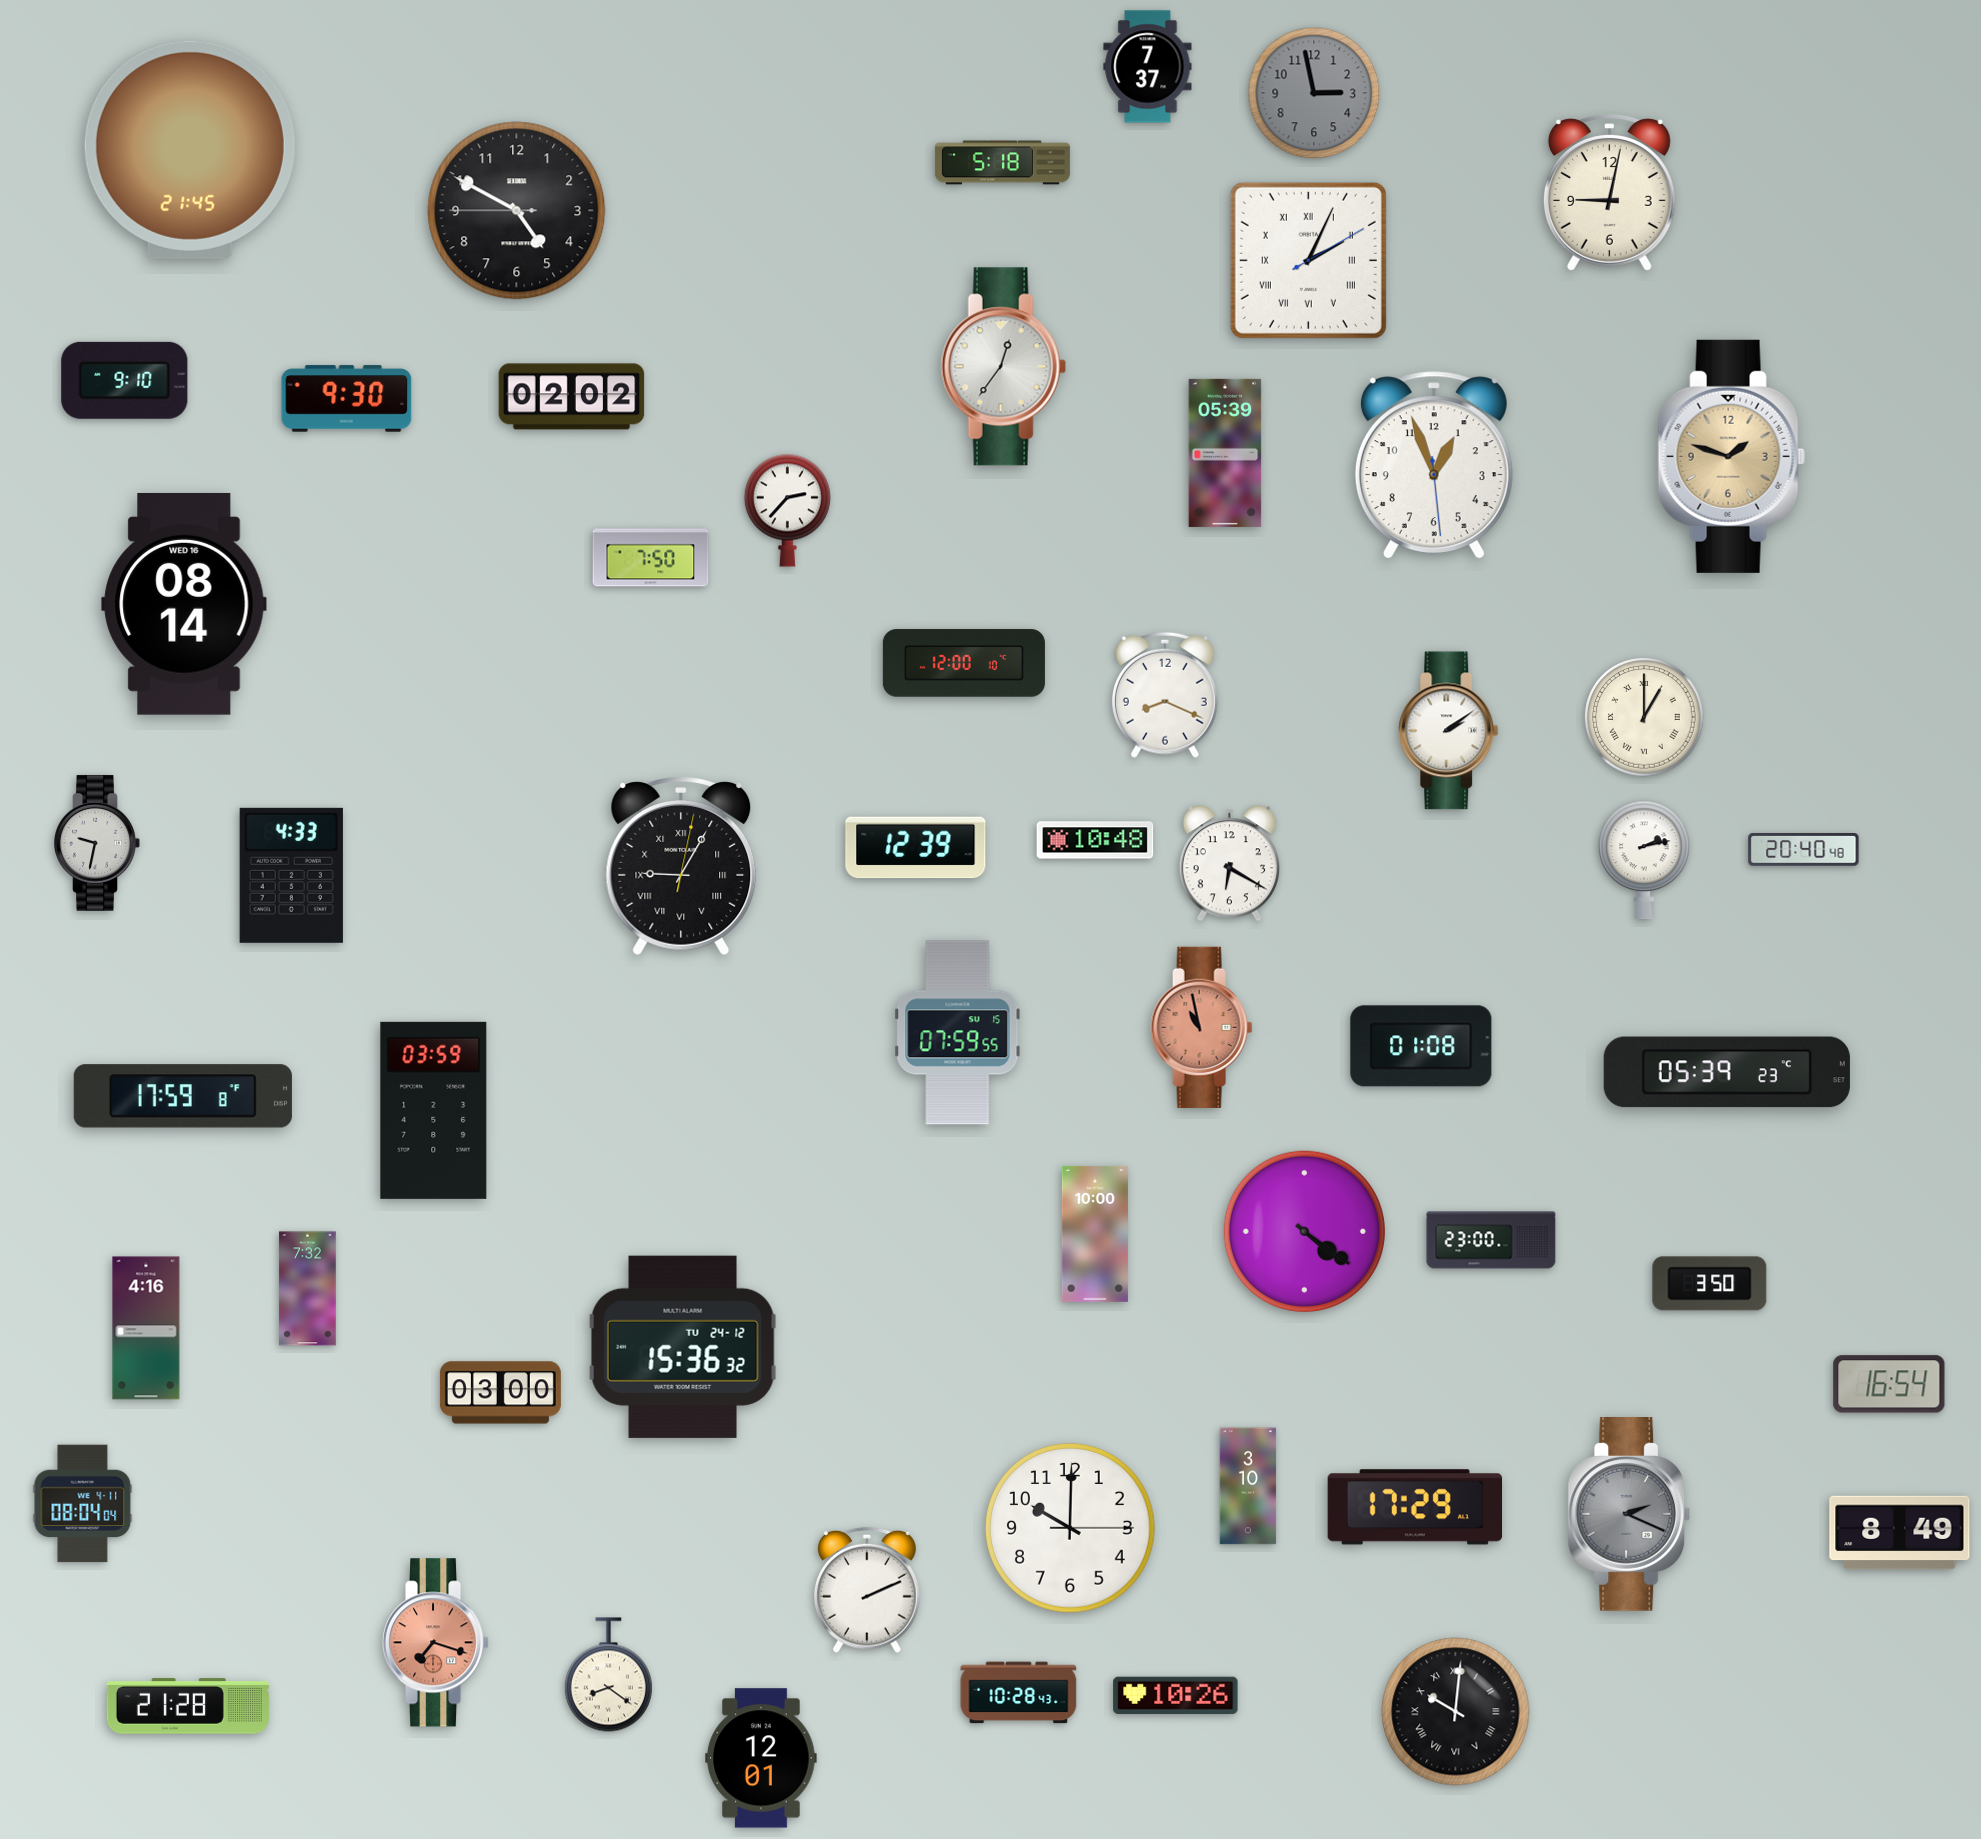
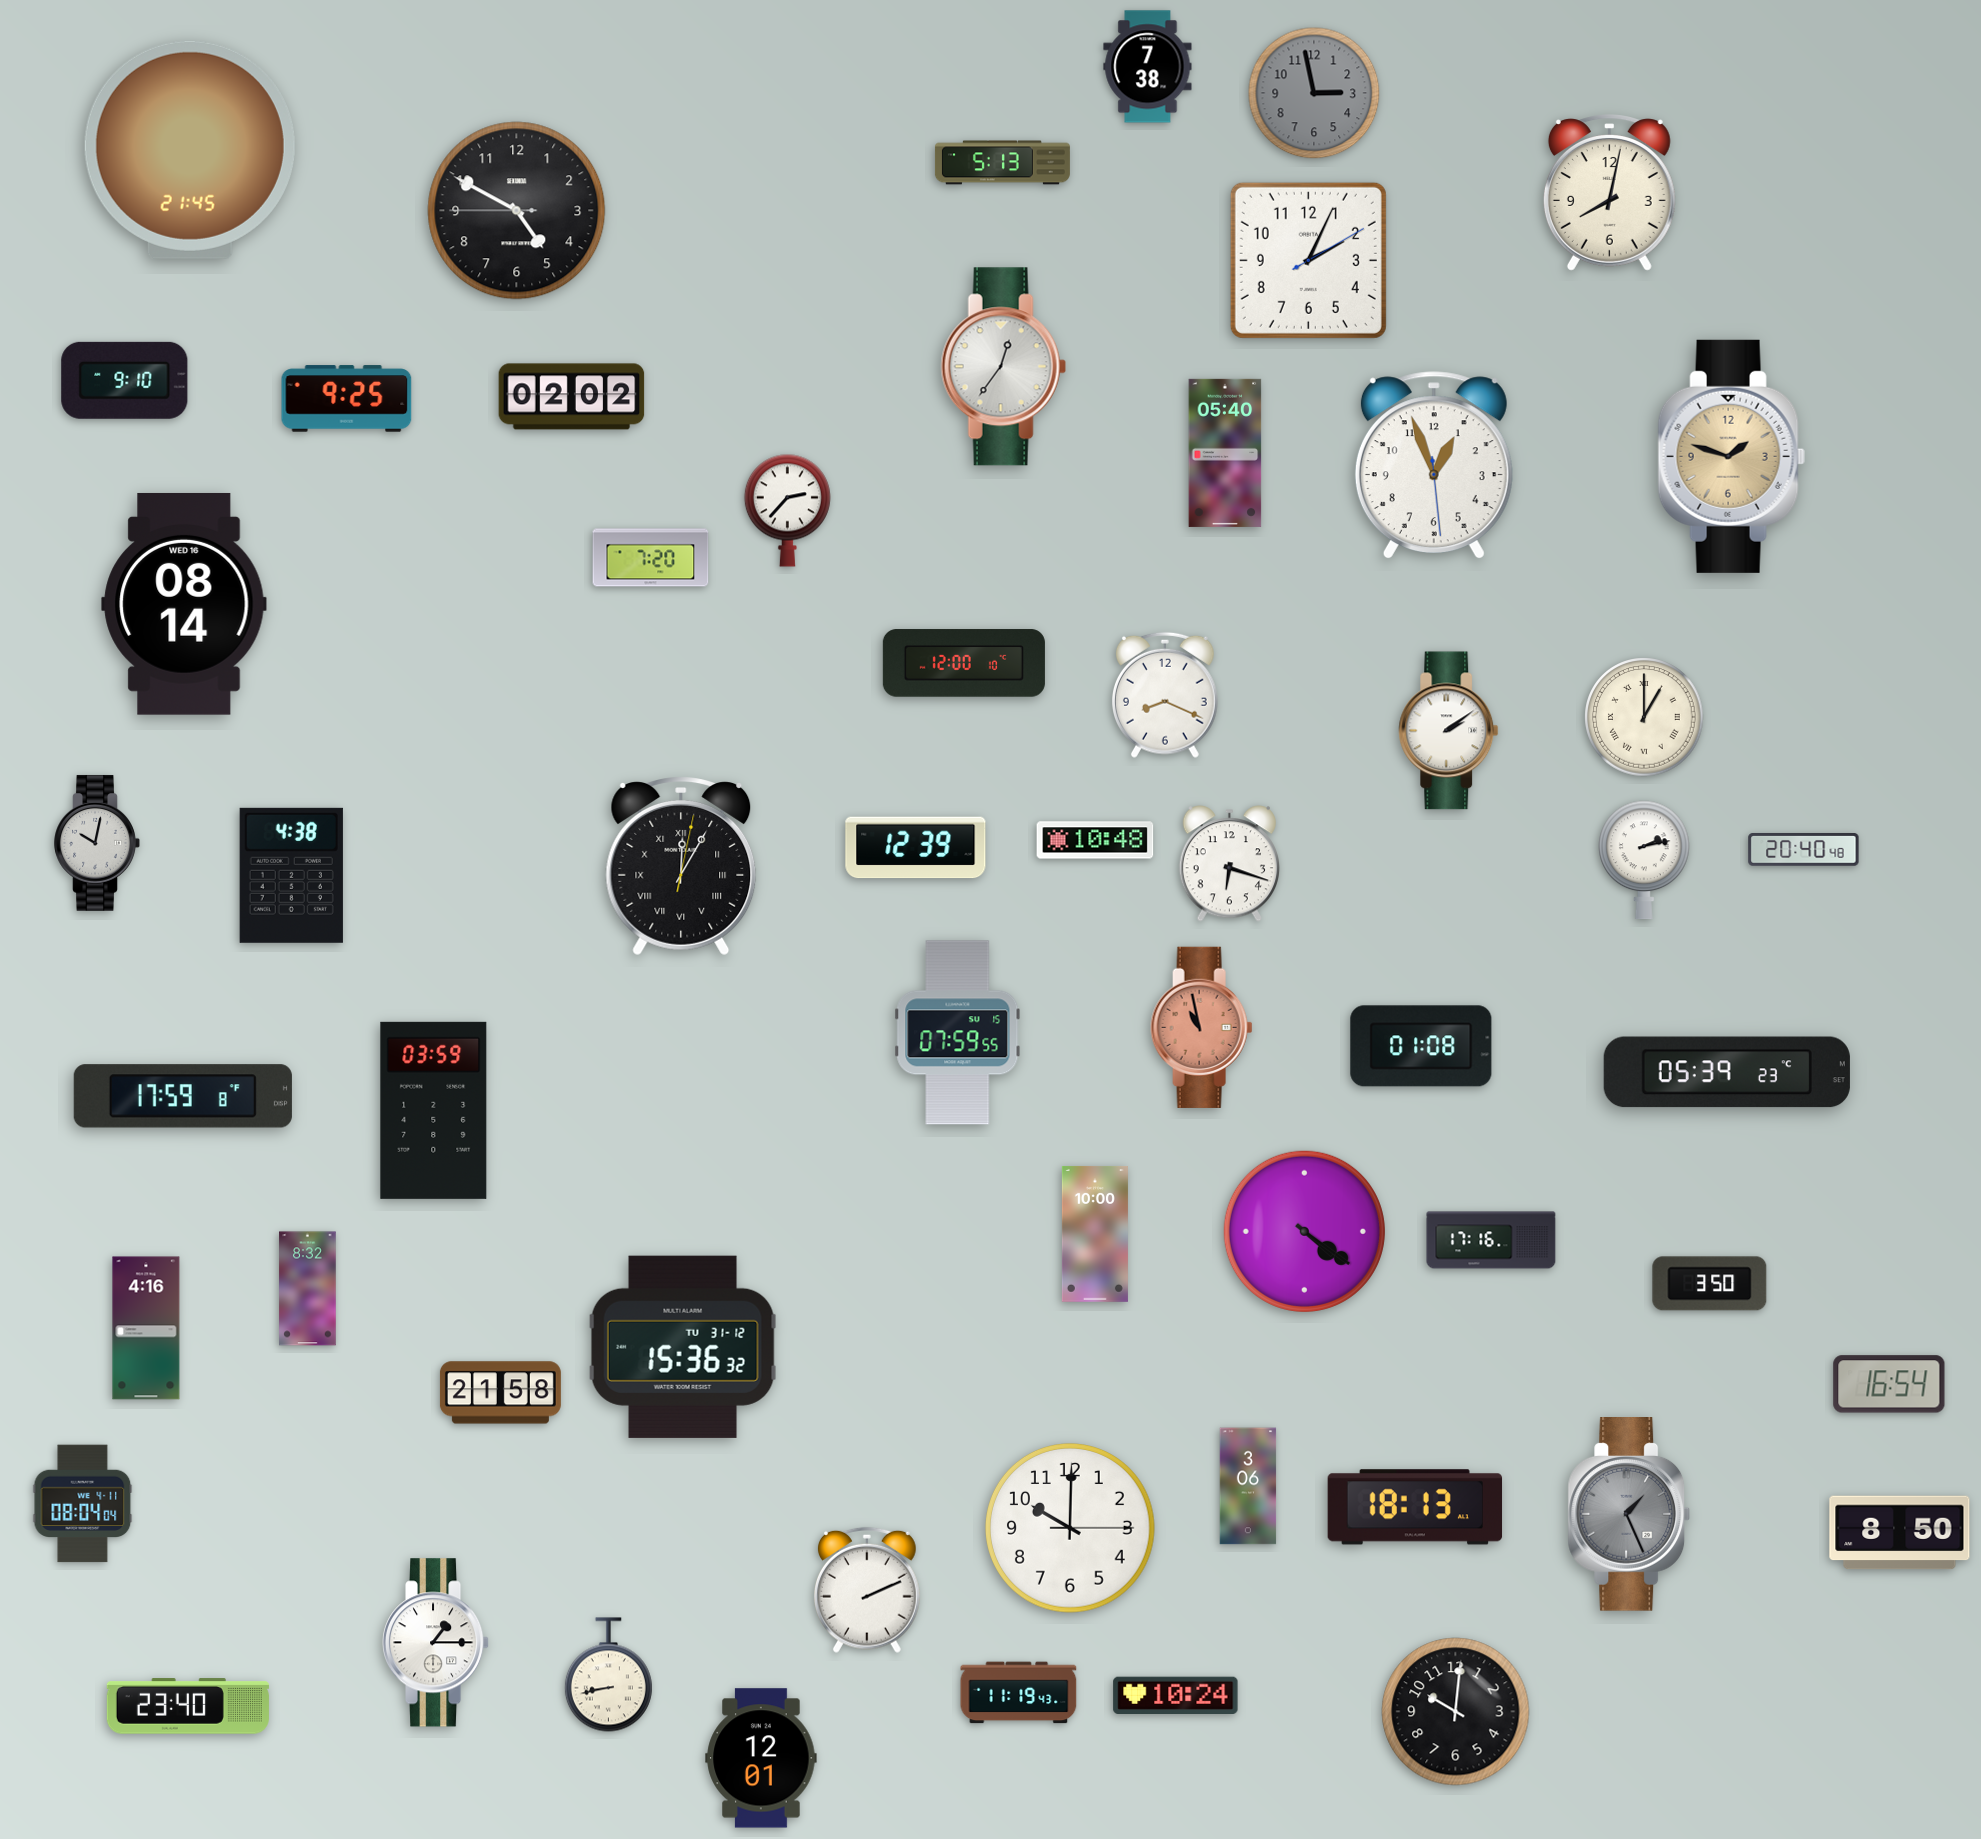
clock at (1148, 67): 7:37 -> 7:38
clock at (1002, 163): 5:18 -> 5:13
clock at (1609, 193): 9:02 -> 8:02
clock at (1308, 260) numerals: Roman -> Arabic
clock at (347, 399): 9:30 -> 9:25
clock at (1225, 453): 05:39 -> 05:40
clock at (651, 558): 7:50 -> 7:20
clock at (97, 843): 9:32 -> 10:02
clock at (1229, 864): 6:20 -> 6:18
clock at (681, 866): 9:05 -> 12:05
clock at (291, 875): 4:33 -> 4:38
clock at (1491, 1240): 23:00 -> 17:16
clock at (308, 1289): 7:32 -> 8:32
clock at (683, 1347) date: TU 24-12 -> TU 31-12
clock at (500, 1393): 03:00 -> 21:58
clock at (1248, 1486): 3:10 -> 3:06
clock at (1415, 1507): 17:29 -> 18:13
clock at (1629, 1515): 2:19 -> 1:26
clock at (1900, 1533): 8:49 -> 8:50
clock at (436, 1643): 7:18 -> 1:15
clock at (436, 1643) dial: salmon -> white
clock at (608, 1675): 8:21 -> 8:43
clock at (1019, 1693): 10:28 -> 11:19
clock at (1176, 1695): 10:26 -> 10:24
clock at (188, 1706): 21:28 -> 23:40
clock at (1456, 1712) numerals: Roman -> Arabic
